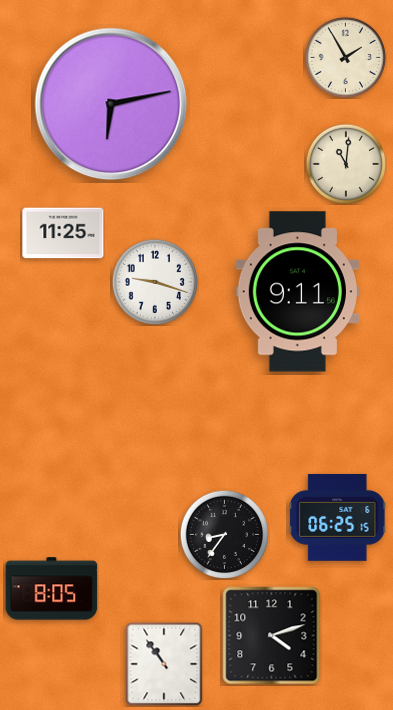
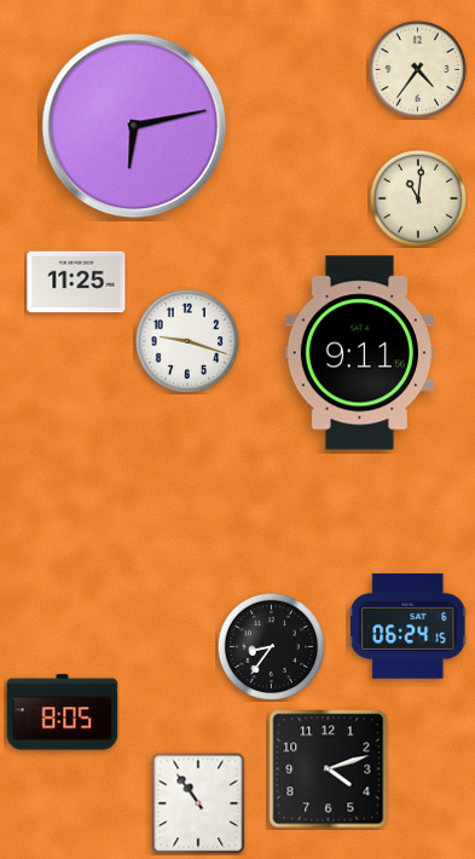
clock at (345, 57): 1:55 -> 4:36
clock at (338, 517): 06:25 -> 06:24
